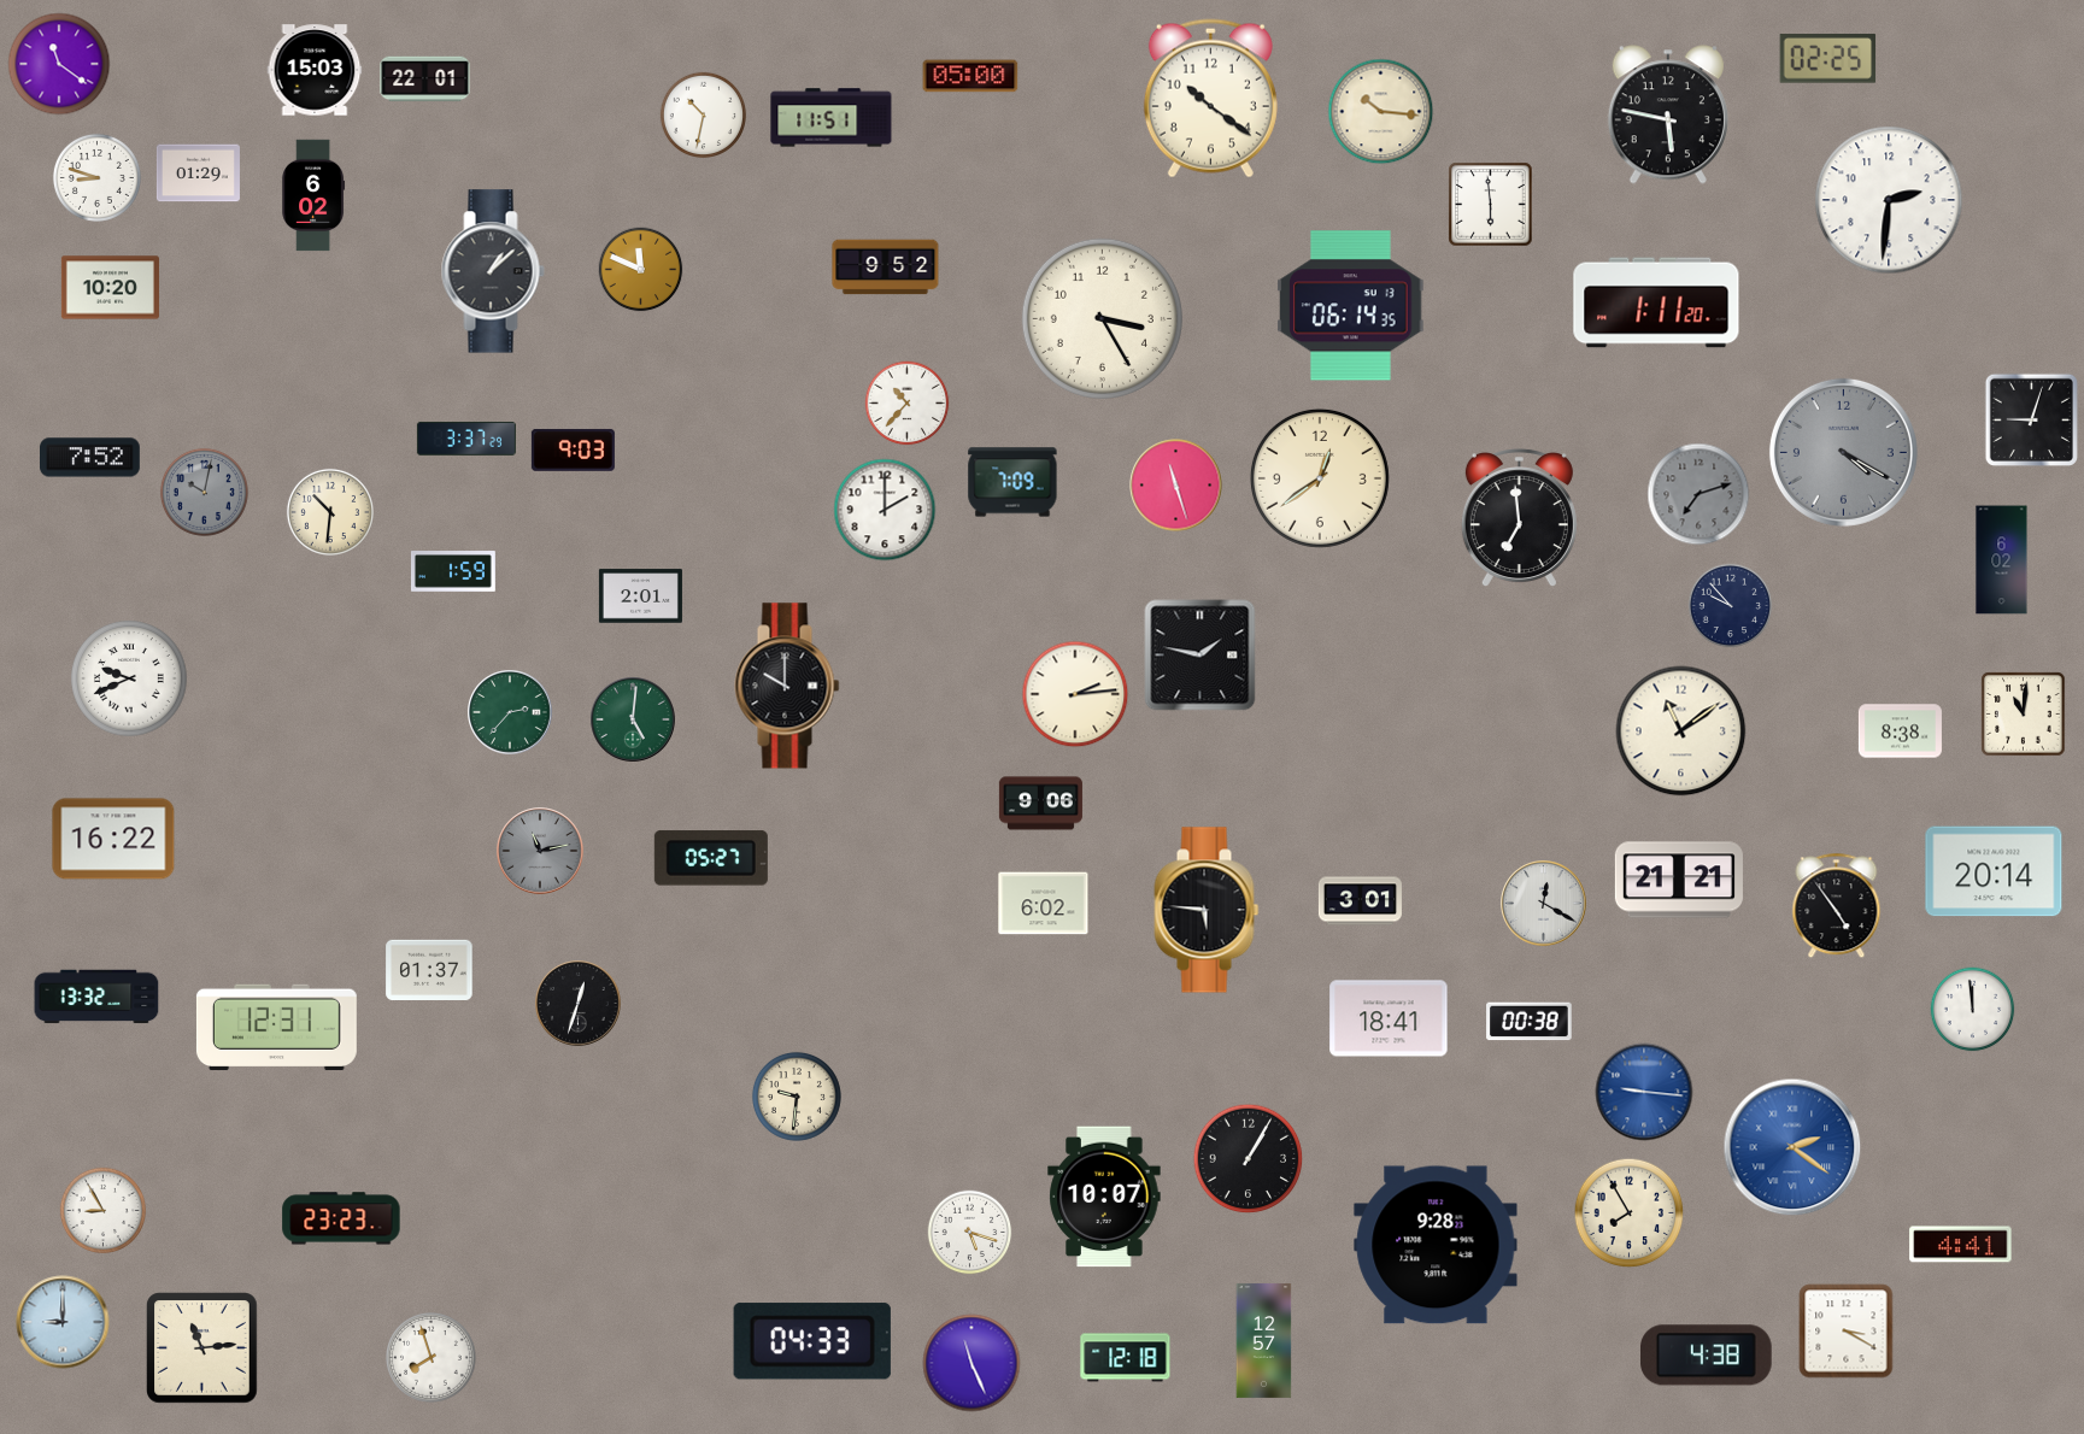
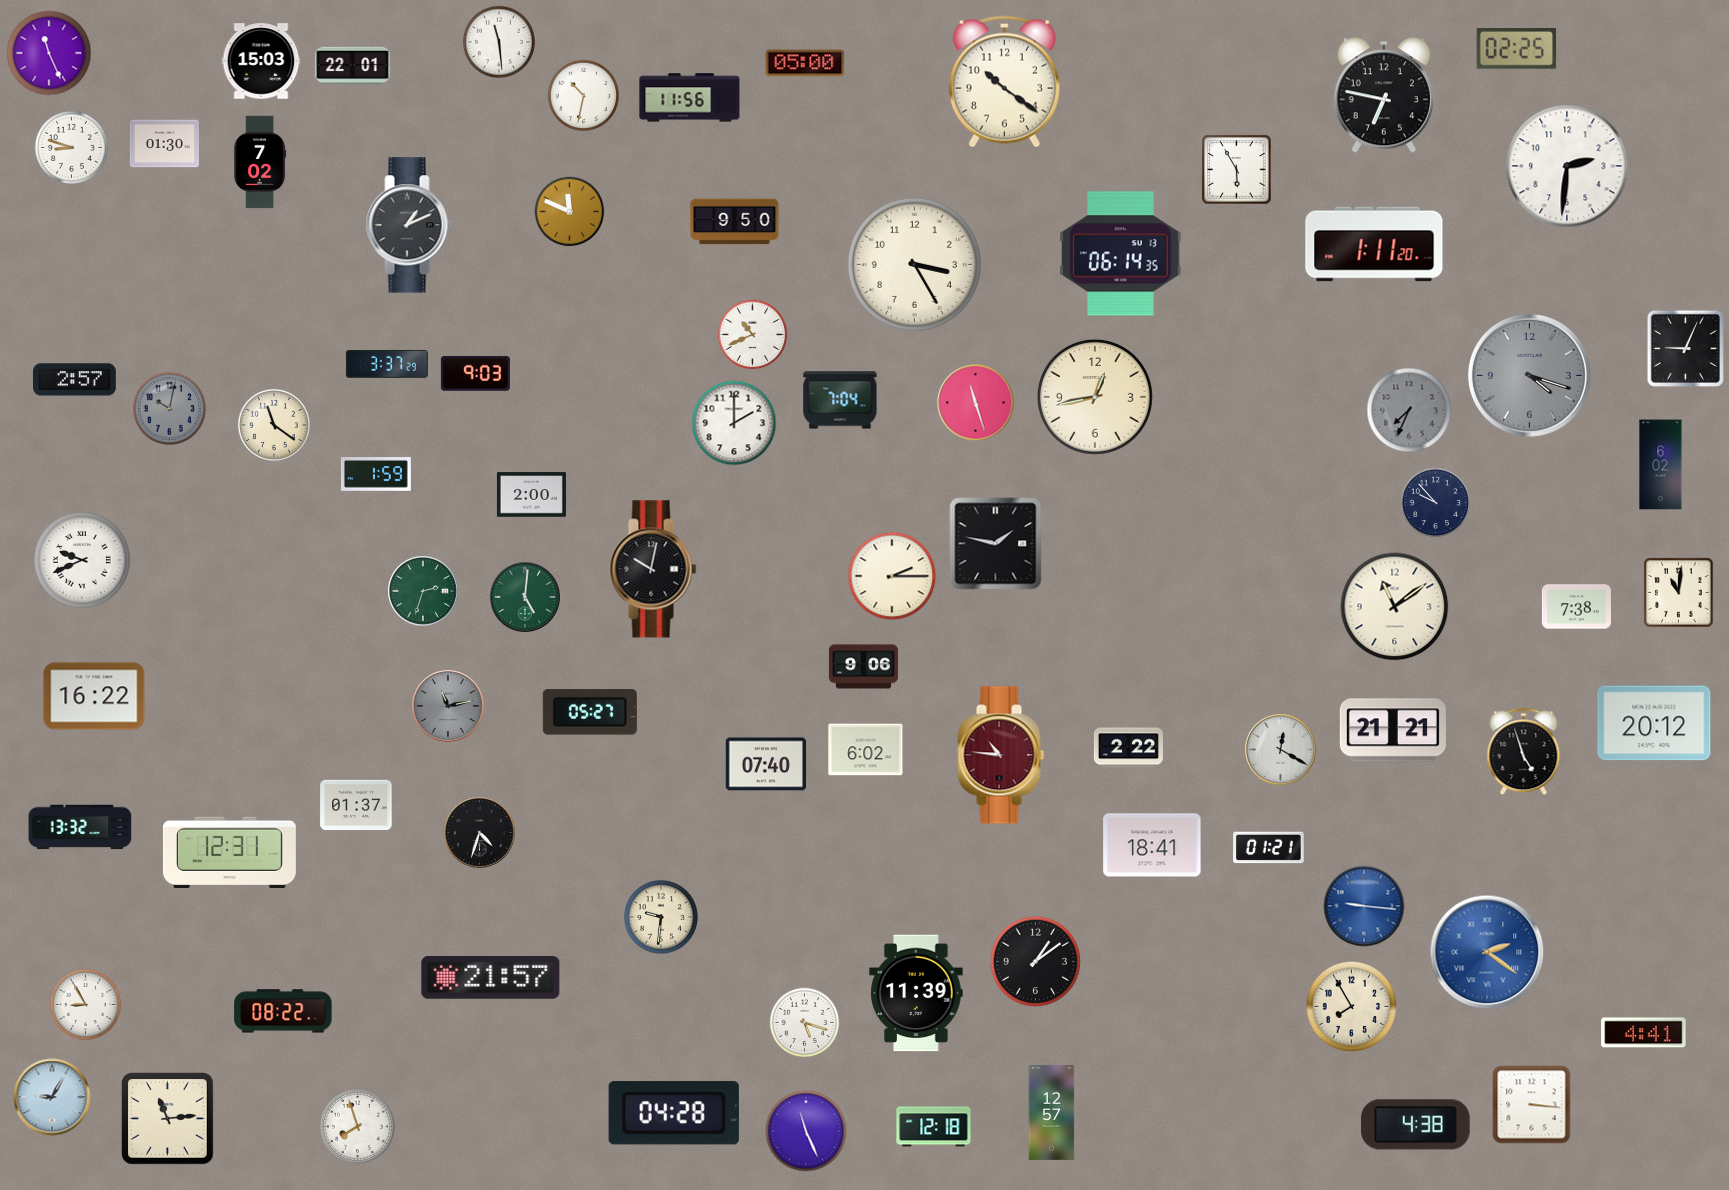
clock at (499, 42): none -> 11:29
clock at (59, 64): 11:21 -> 11:26
clock at (315, 70) position: (315, 70) -> (261, 61)
clock at (1381, 112): 10:16 -> none
clock at (1668, 114): 5:47 -> 6:47
clock at (832, 118): 11:51 -> 11:56
clock at (198, 174): 01:29 -> 01:30
clock at (96, 177) position: (96, 177) -> (71, 147)
clock at (313, 195): 6:02 -> 7:02
clock at (1491, 205): 5:59 -> 5:55
clock at (886, 268): 9:52 -> 9:50
clock at (641, 270) position: (641, 270) -> (570, 212)
clock at (493, 271): 1:08 -> 1:11
clock at (110, 288): 10:20 -> none
clock at (1656, 302) position: (1656, 302) -> (1374, 244)
clock at (908, 404): 10:37 -> 10:41
clock at (2031, 419): 9:03 -> 9:04
clock at (1843, 452): 4:20 -> 4:18
clock at (90, 458): 7:52 -> 2:57
clock at (1320, 478): 12:39 -> 12:43
clock at (1012, 482): 7:09 -> 7:04
clock at (1698, 494): 7:12 -> 7:34
clock at (330, 512): 10:31 -> 11:21
clock at (1519, 519): 6:59 -> none
clock at (640, 596): 2:01 -> 2:00
clock at (129, 678) position: (129, 678) -> (82, 560)
clock at (787, 686): 10:00 -> 10:02
clock at (1075, 694): 2:14 -> 2:15
clock at (510, 712): 2:37 -> 2:33
clock at (1900, 731): 8:38 -> 7:38
clock at (1994, 871): 20:14 -> 20:12
clock at (1360, 901): 3:01 -> 2:22
clock at (1837, 906): 4:54 -> 4:57
clock at (1207, 910): 5:46 -> 10:46
clock at (1207, 910) dial: black -> burgundy
clock at (766, 764): none -> 07:40
clock at (579, 1004): 12:33 -> 4:33
clock at (1973, 1010): 11:59 -> none
clock at (1530, 1022): 00:38 -> 01:21
clock at (797, 1097) position: (797, 1097) -> (661, 917)
clock at (1249, 1159): 1:05 -> 1:09
clock at (491, 977): none -> 21:57
clock at (1104, 1197): 10:07 -> 11:39
clock at (341, 1218): 23:23 -> 08:22
clock at (1436, 1245): 9:28 -> none
clock at (1961, 1245) position: (1961, 1245) -> (1644, 1033)
clock at (63, 1322): 9:00 -> 9:05
clock at (1847, 1332): 3:20 -> 3:16
clock at (1264, 1340) position: (1264, 1340) -> (1052, 1112)
clock at (812, 1341): 04:33 -> 04:28
